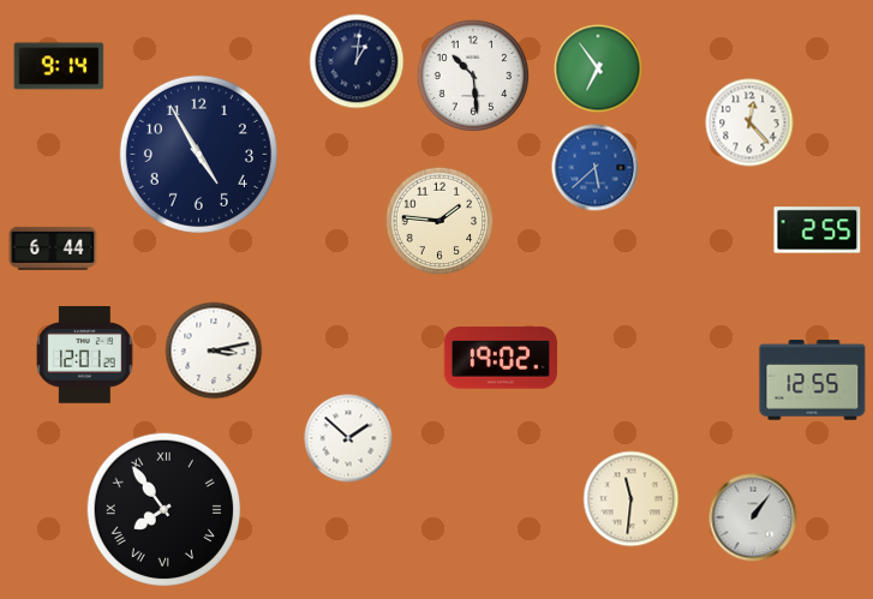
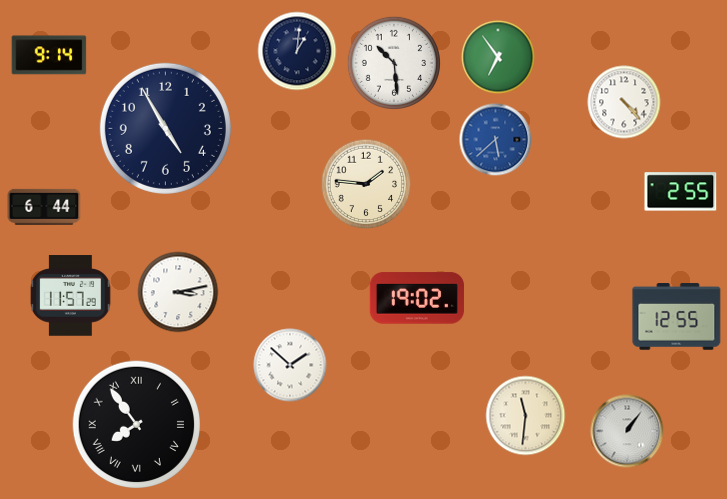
clock at (749, 122): 12:23 -> 4:23
clock at (85, 355): 12:01 -> 11:57
